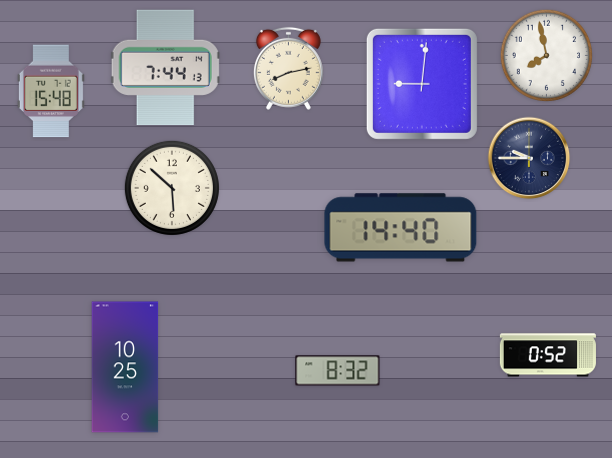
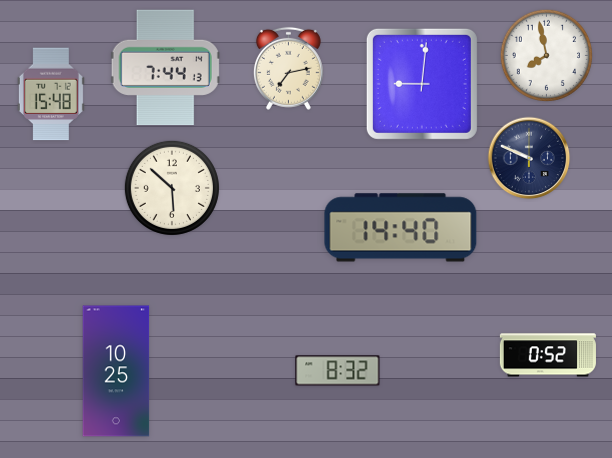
clock at (288, 68): 8:13 -> 7:13
clock at (51, 91) position: (51, 91) -> (51, 94)
clock at (529, 158): 9:45 -> 9:49
clock at (125, 367) position: (125, 367) -> (116, 371)
